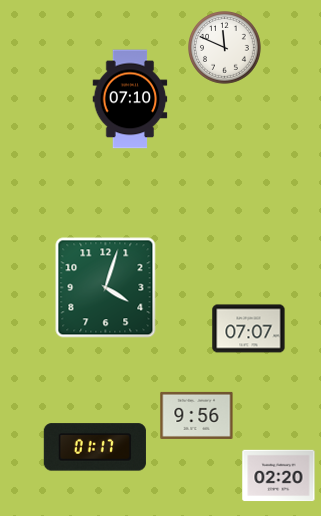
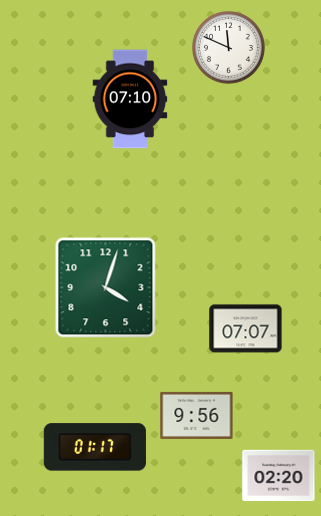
clock at (225, 48) position: (225, 48) -> (229, 48)
clock at (249, 329) position: (249, 329) -> (246, 329)
